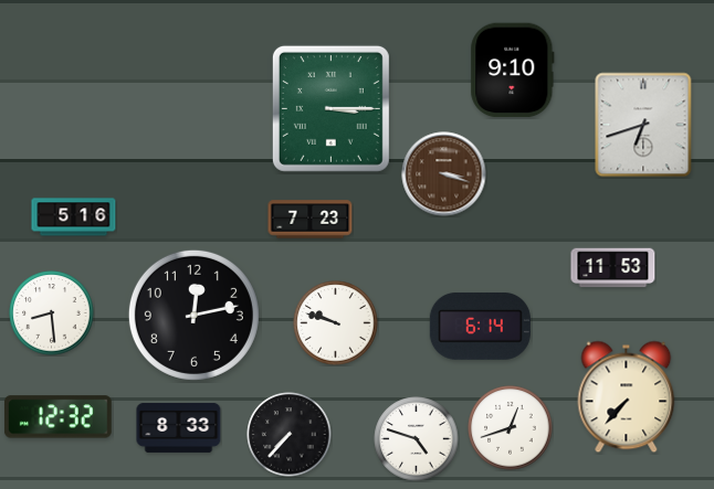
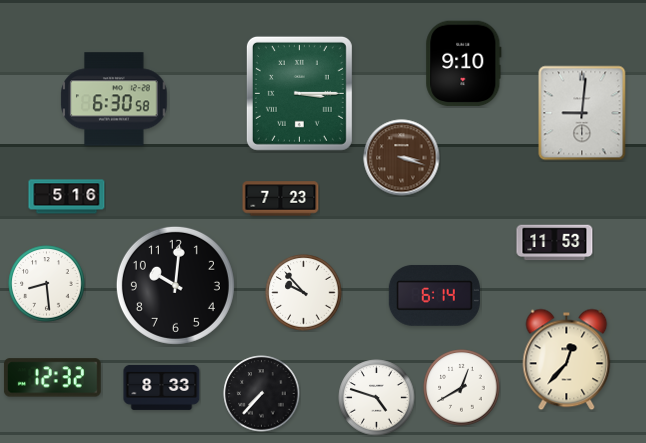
clock at (330, 108) position: (330, 108) -> (299, 93)
clock at (114, 99): none -> 6:30
clock at (643, 125): 6:42 -> 9:01
clock at (193, 315): 12:13 -> 10:01
clock at (336, 323): 9:48 -> 9:53
clock at (627, 397): 7:37 -> 12:37
clock at (511, 428): 12:42 -> 12:40
